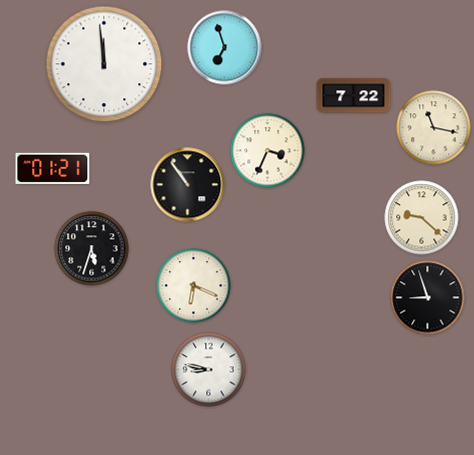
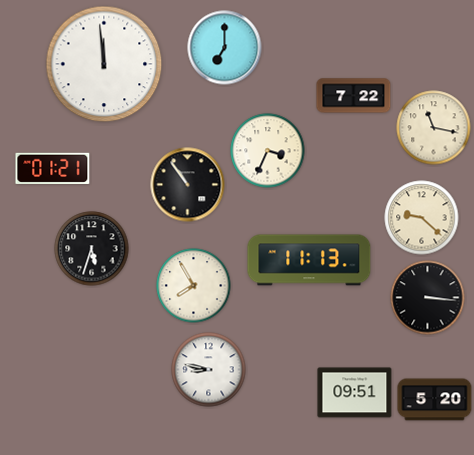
clock at (225, 48): 6:57 -> 7:00
clock at (309, 260): none -> 11:13
clock at (194, 286): 6:19 -> 7:55
clock at (428, 298): 8:57 -> 3:16
clock at (355, 393): none -> 09:51
clock at (435, 400): none -> 5:20
